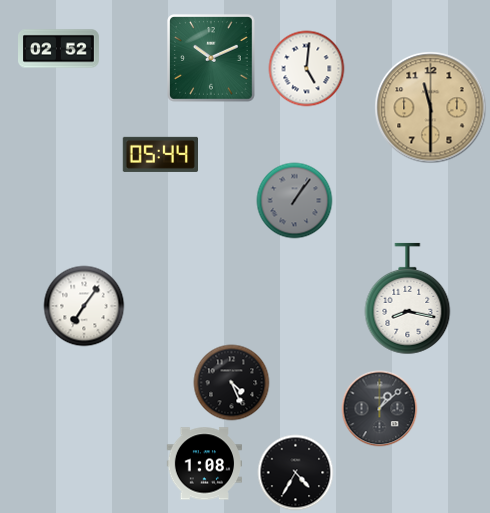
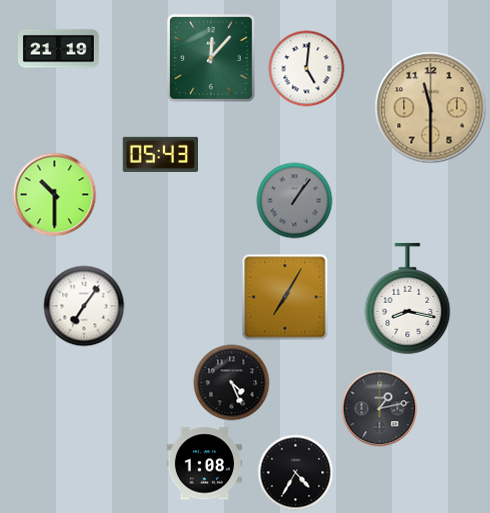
clock at (59, 49): 02:52 -> 21:19
clock at (212, 59): 10:11 -> 12:07
clock at (160, 154): 05:44 -> 05:43
clock at (55, 195): none -> 10:30
clock at (285, 297): none -> 7:05
clock at (380, 409): 1:08 -> 1:13
